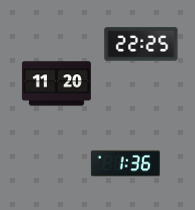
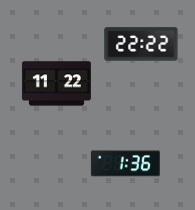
clock at (141, 44): 22:25 -> 22:22
clock at (56, 84): 11:20 -> 11:22
